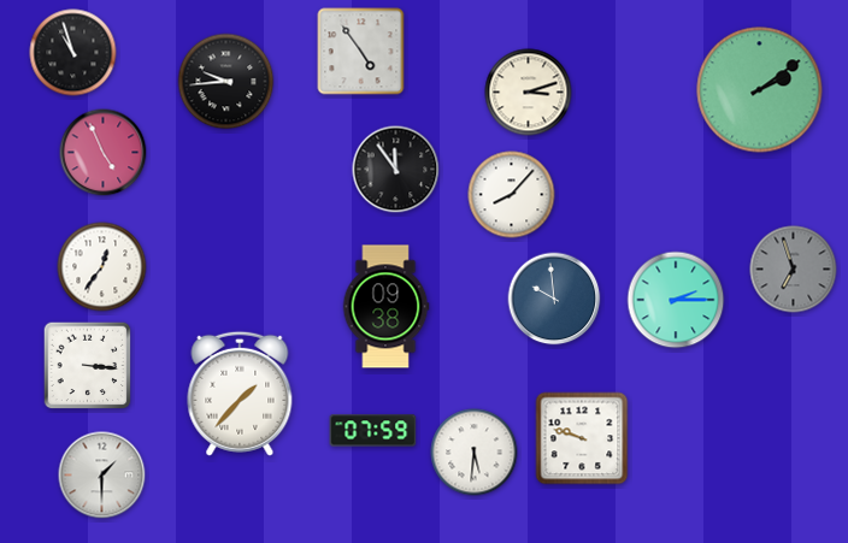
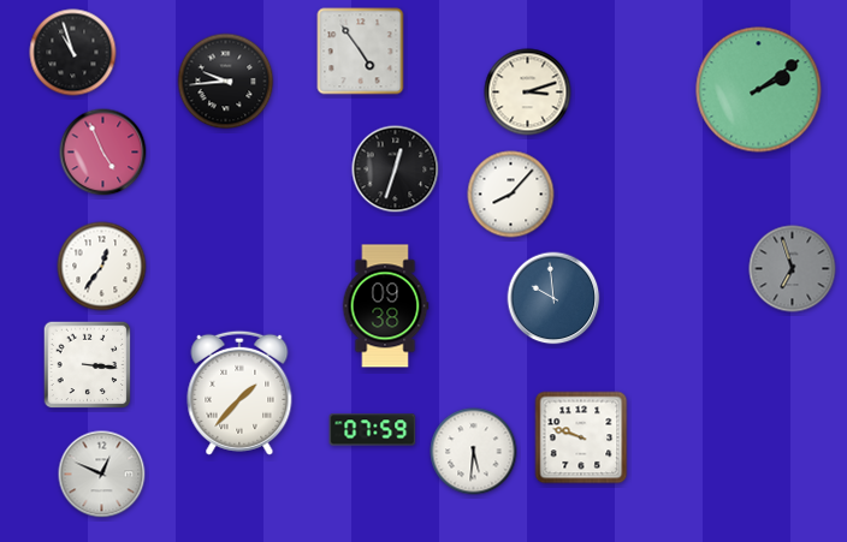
clock at (396, 170): 11:54 -> 12:33
clock at (676, 300): 2:15 -> none
clock at (102, 476): 1:30 -> 12:49
